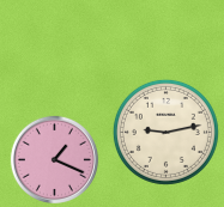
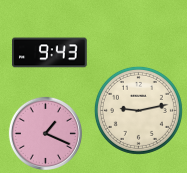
clock at (50, 53): none -> 9:43
